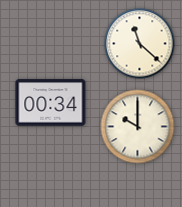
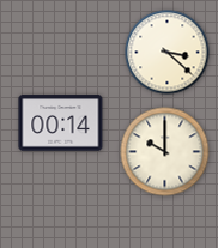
clock at (140, 44): 11:22 -> 3:22
clock at (51, 103): 00:34 -> 00:14
